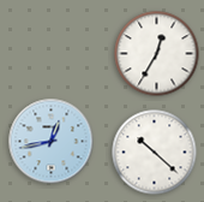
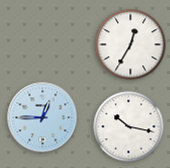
clock at (52, 142): 12:43 -> 12:45
clock at (155, 153): 10:22 -> 10:17
